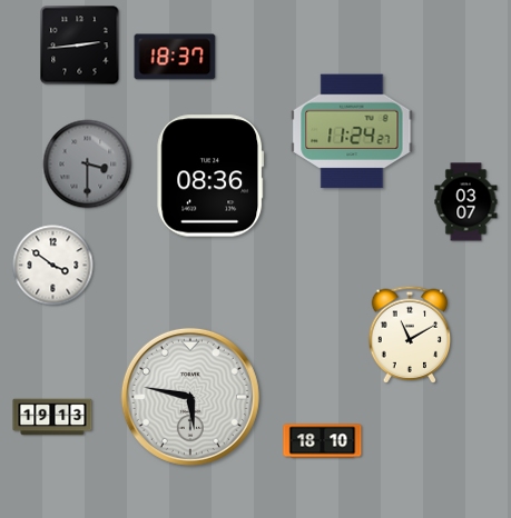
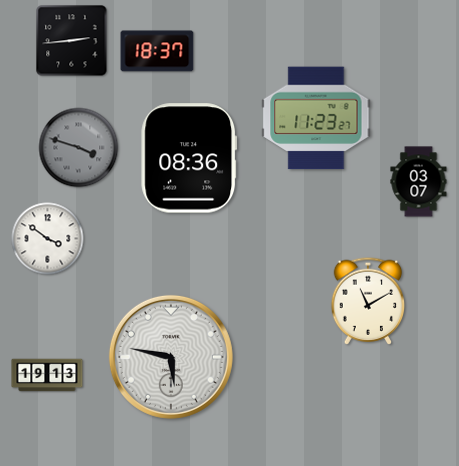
clock at (352, 131): 11:24 -> 11:23
clock at (88, 165): 3:30 -> 3:48
clock at (323, 441): 18:10 -> none
